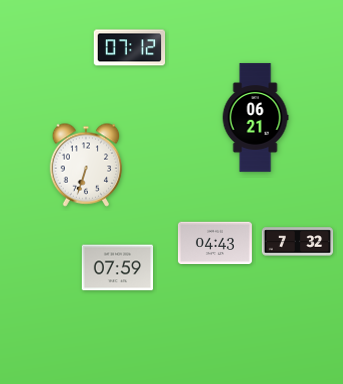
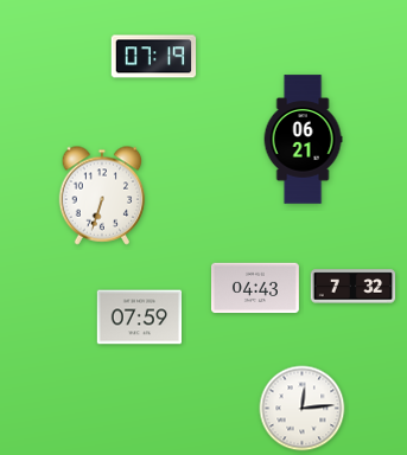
clock at (130, 48): 07:12 -> 07:19
clock at (303, 409): none -> 12:14
